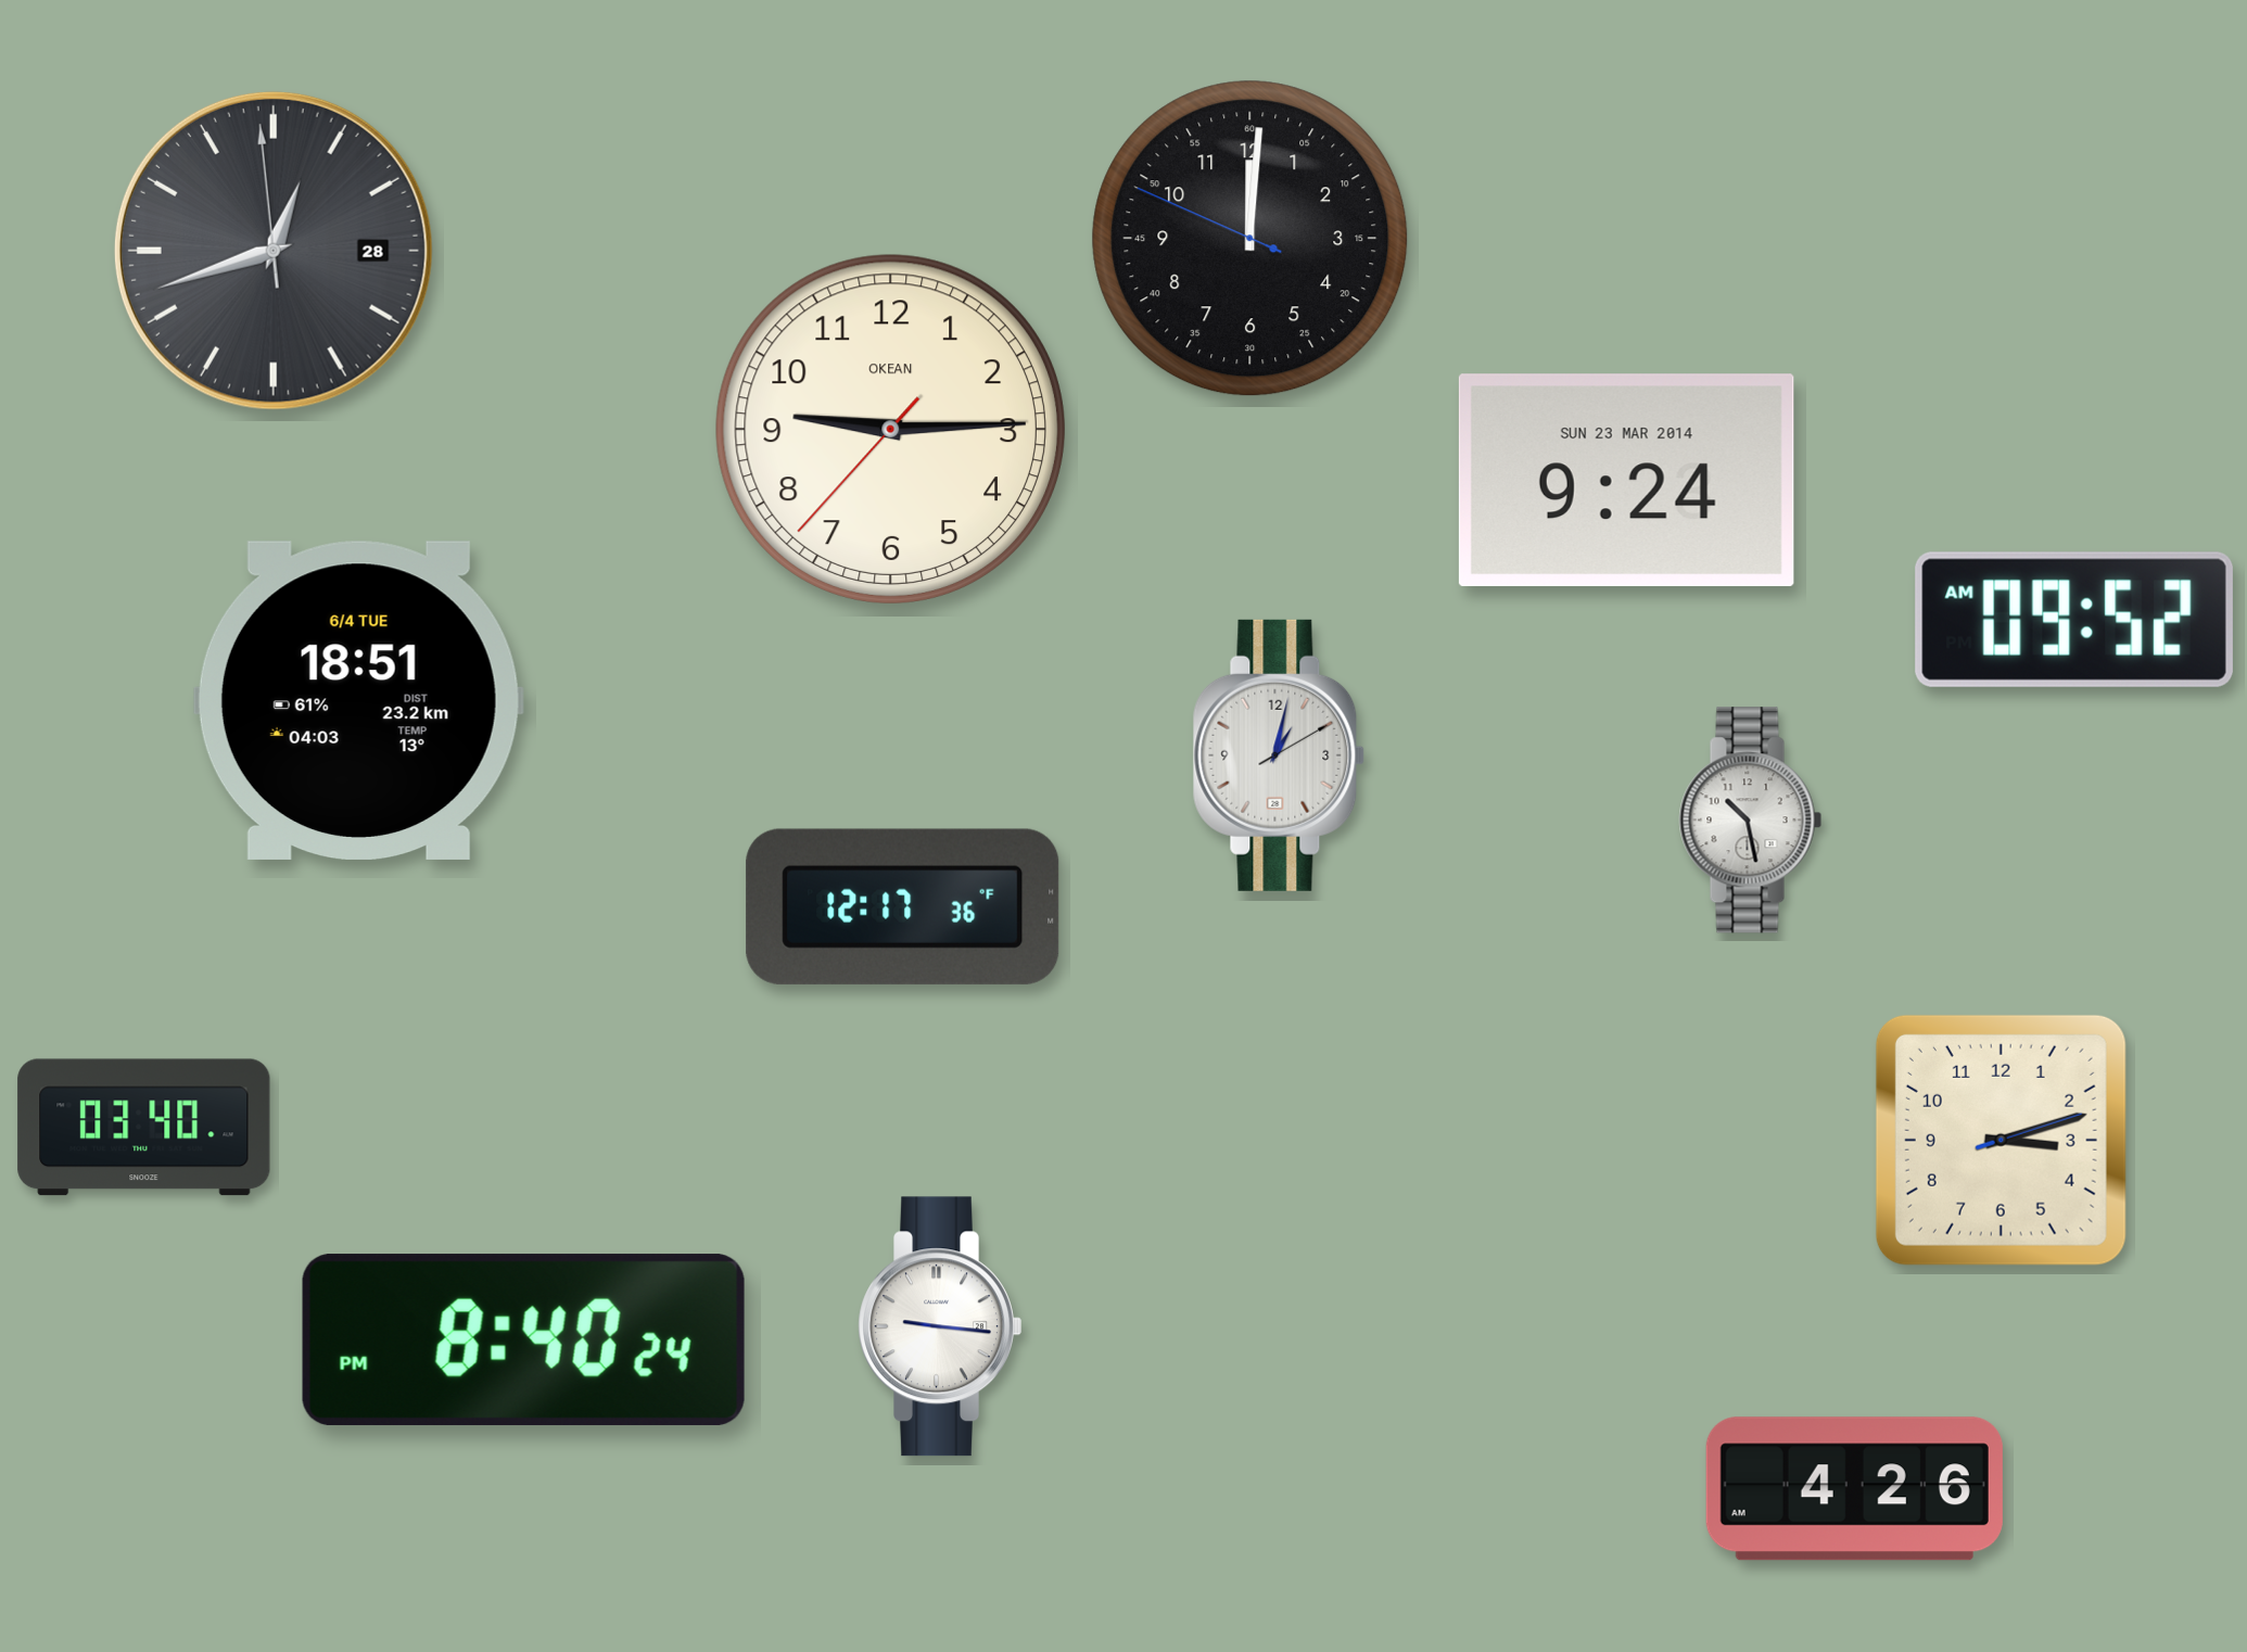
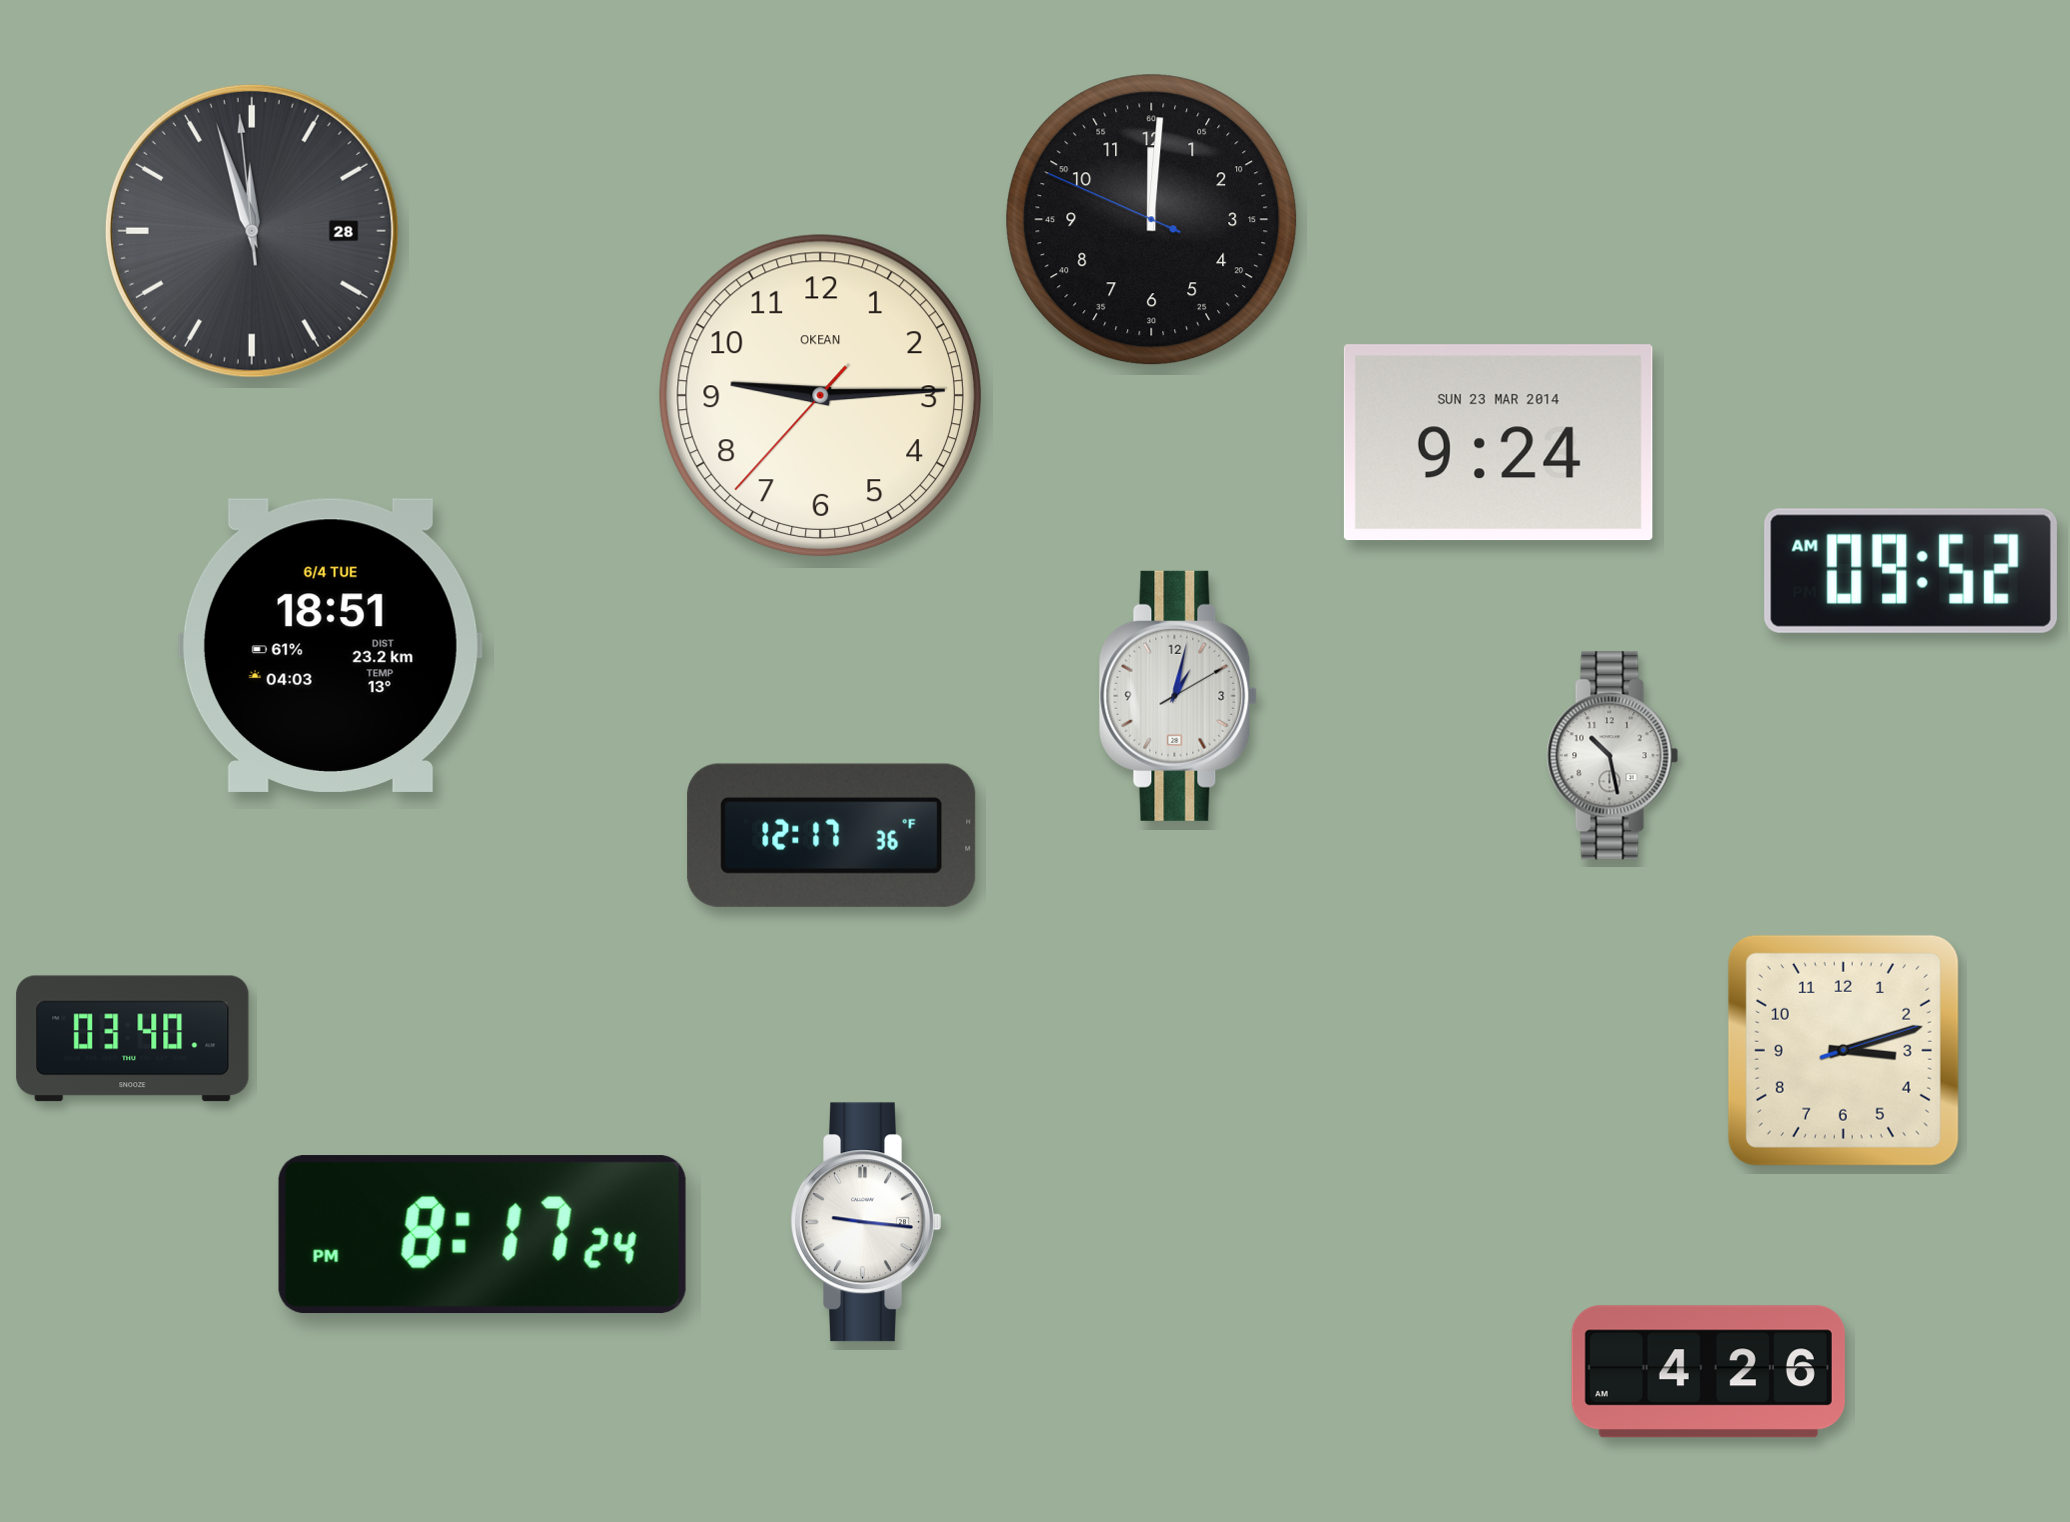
clock at (274, 251): 12:41 -> 11:56
clock at (523, 1340): 8:40 -> 8:17
